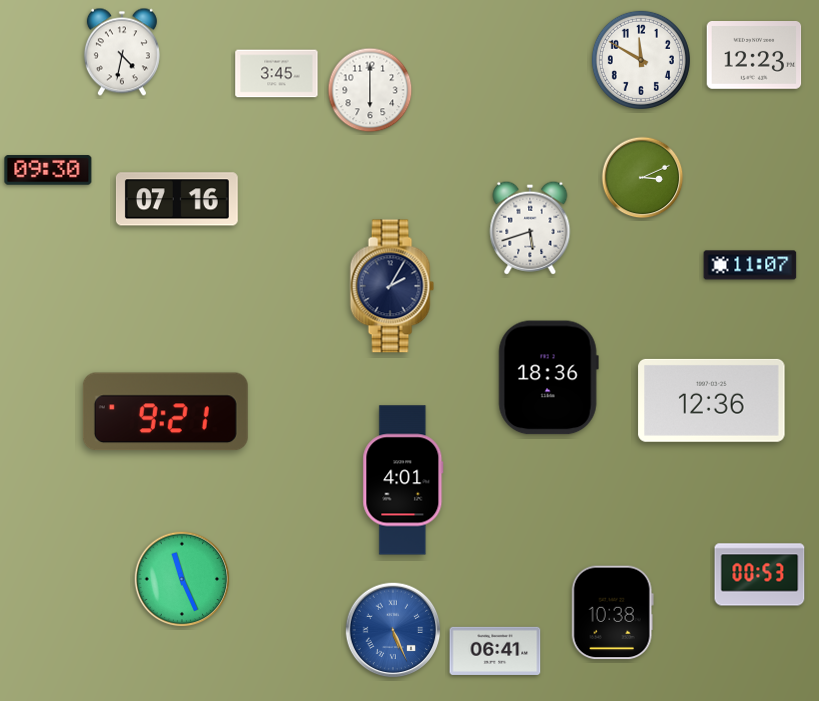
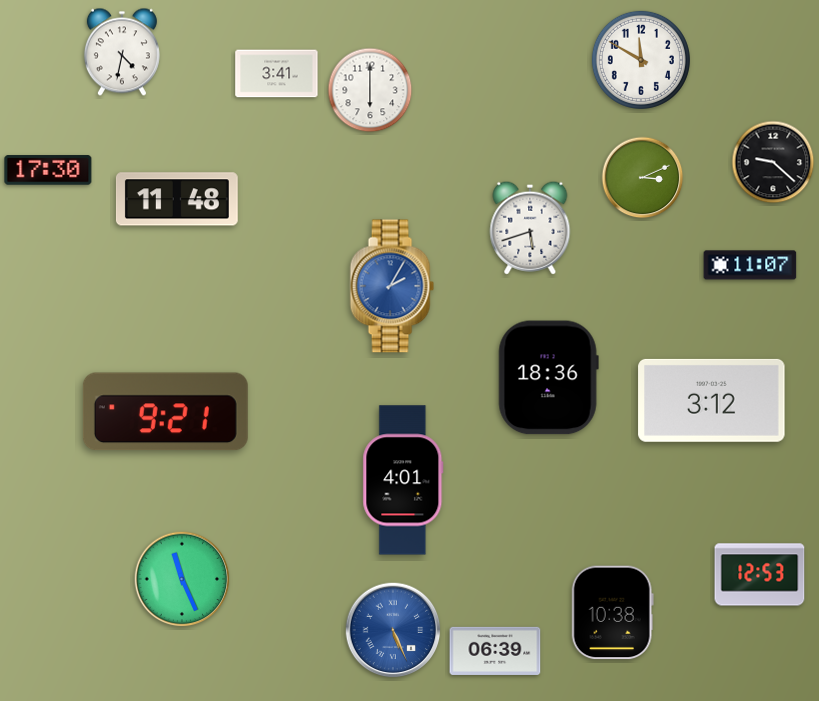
clock at (754, 56): 12:23 -> none
clock at (277, 74): 3:45 -> 3:41
clock at (773, 162): none -> 9:22
clock at (48, 170): 09:30 -> 17:30
clock at (177, 199): 07:16 -> 11:48
clock at (392, 286) dial: navy -> blue
clock at (712, 400): 12:36 -> 3:12
clock at (760, 575): 00:53 -> 12:53
clock at (495, 651): 06:41 -> 06:39
